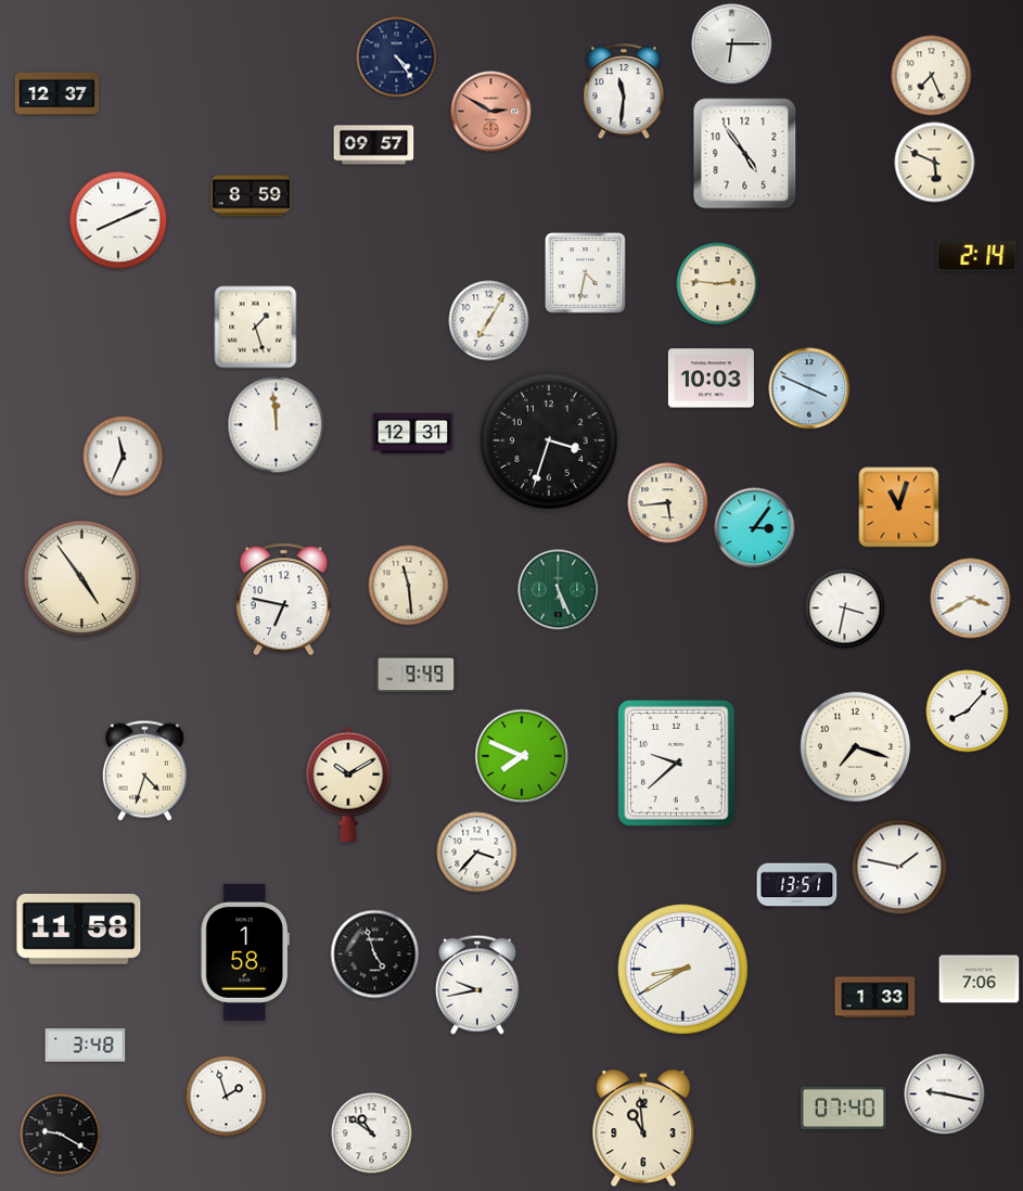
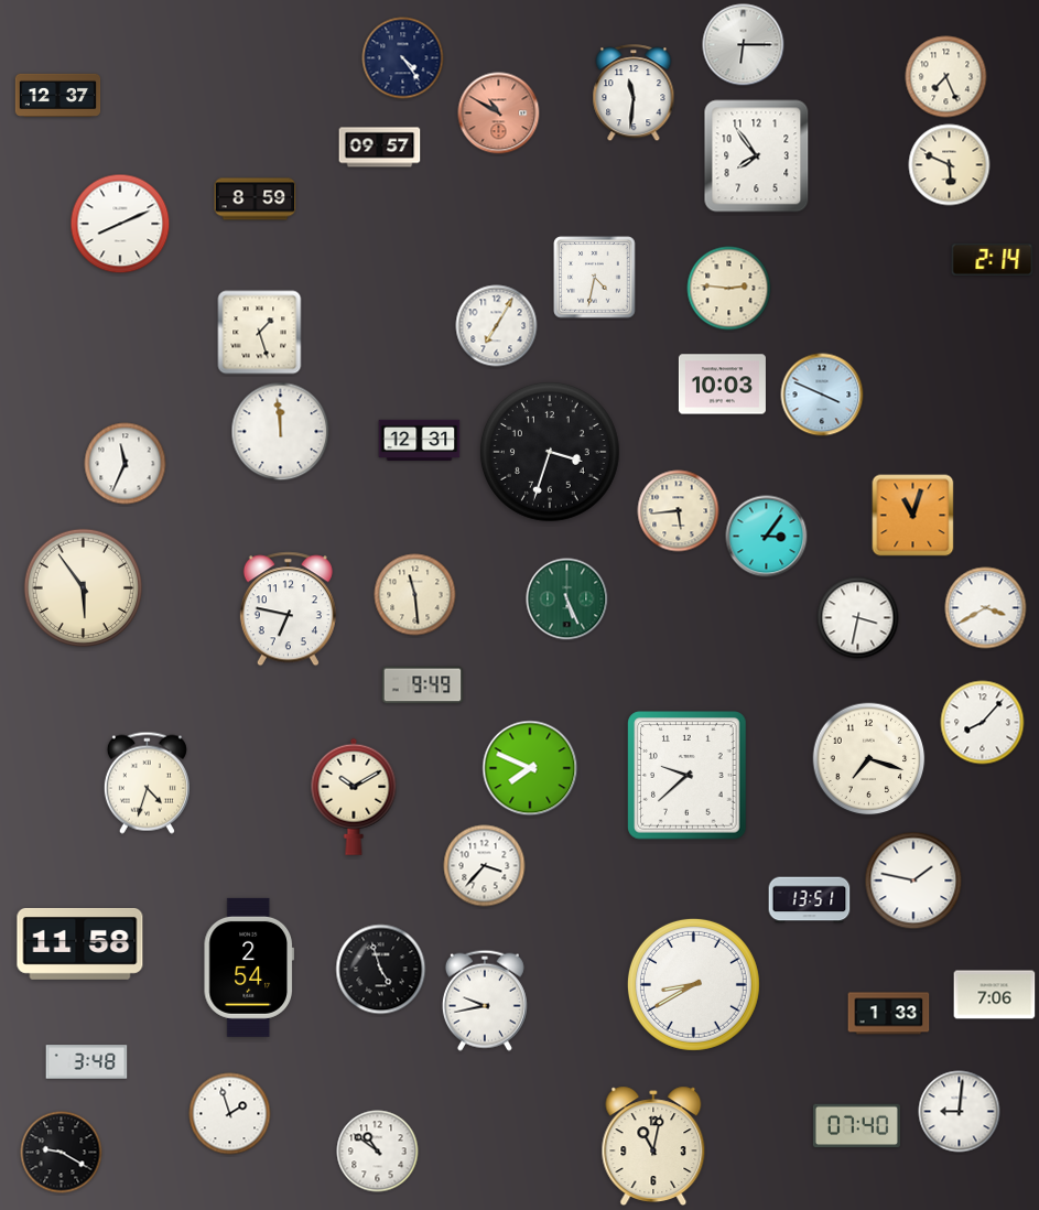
clock at (491, 112): 2:50 -> 10:50
clock at (745, 154): 4:54 -> 7:54
clock at (550, 441) position: (550, 441) -> (551, 453)
clock at (81, 578): 4:54 -> 5:54
clock at (245, 952): 1:58 -> 2:54
clock at (945, 1094): 9:17 -> 9:01
clock at (643, 1128): 10:59 -> 11:02
